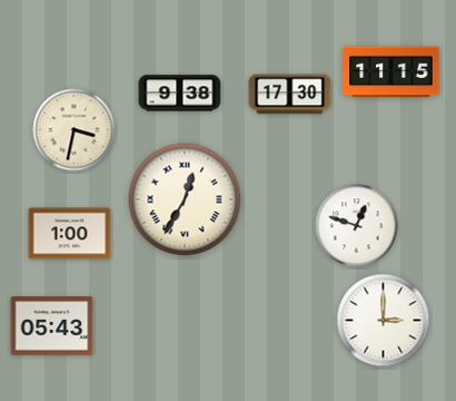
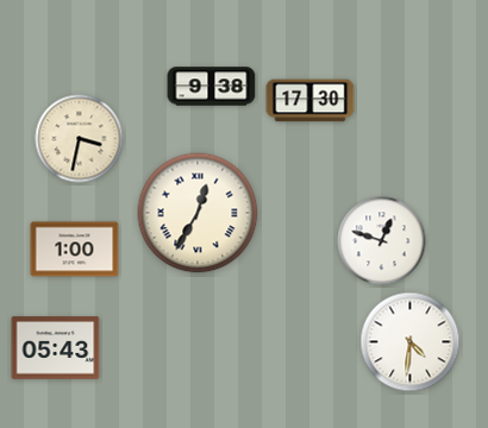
clock at (391, 72): 11:15 -> none
clock at (180, 94) position: (180, 94) -> (212, 87)
clock at (384, 321): 3:00 -> 4:31
